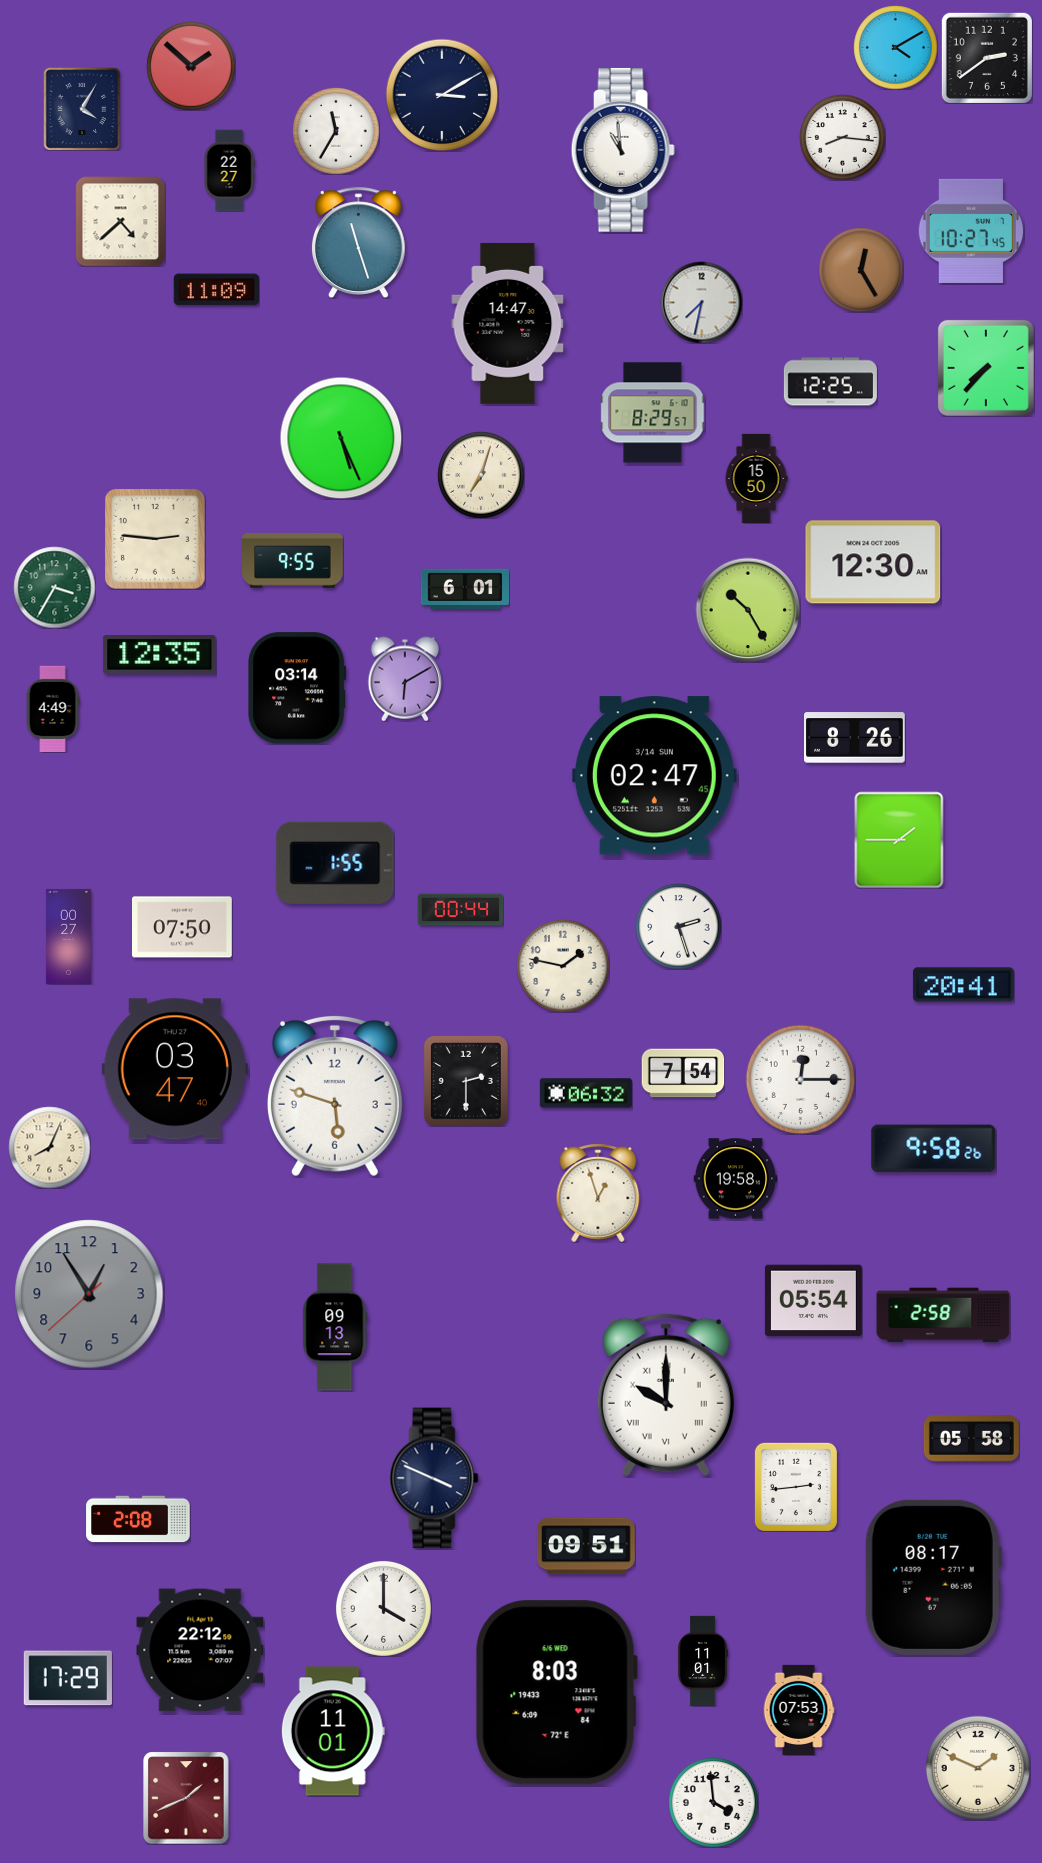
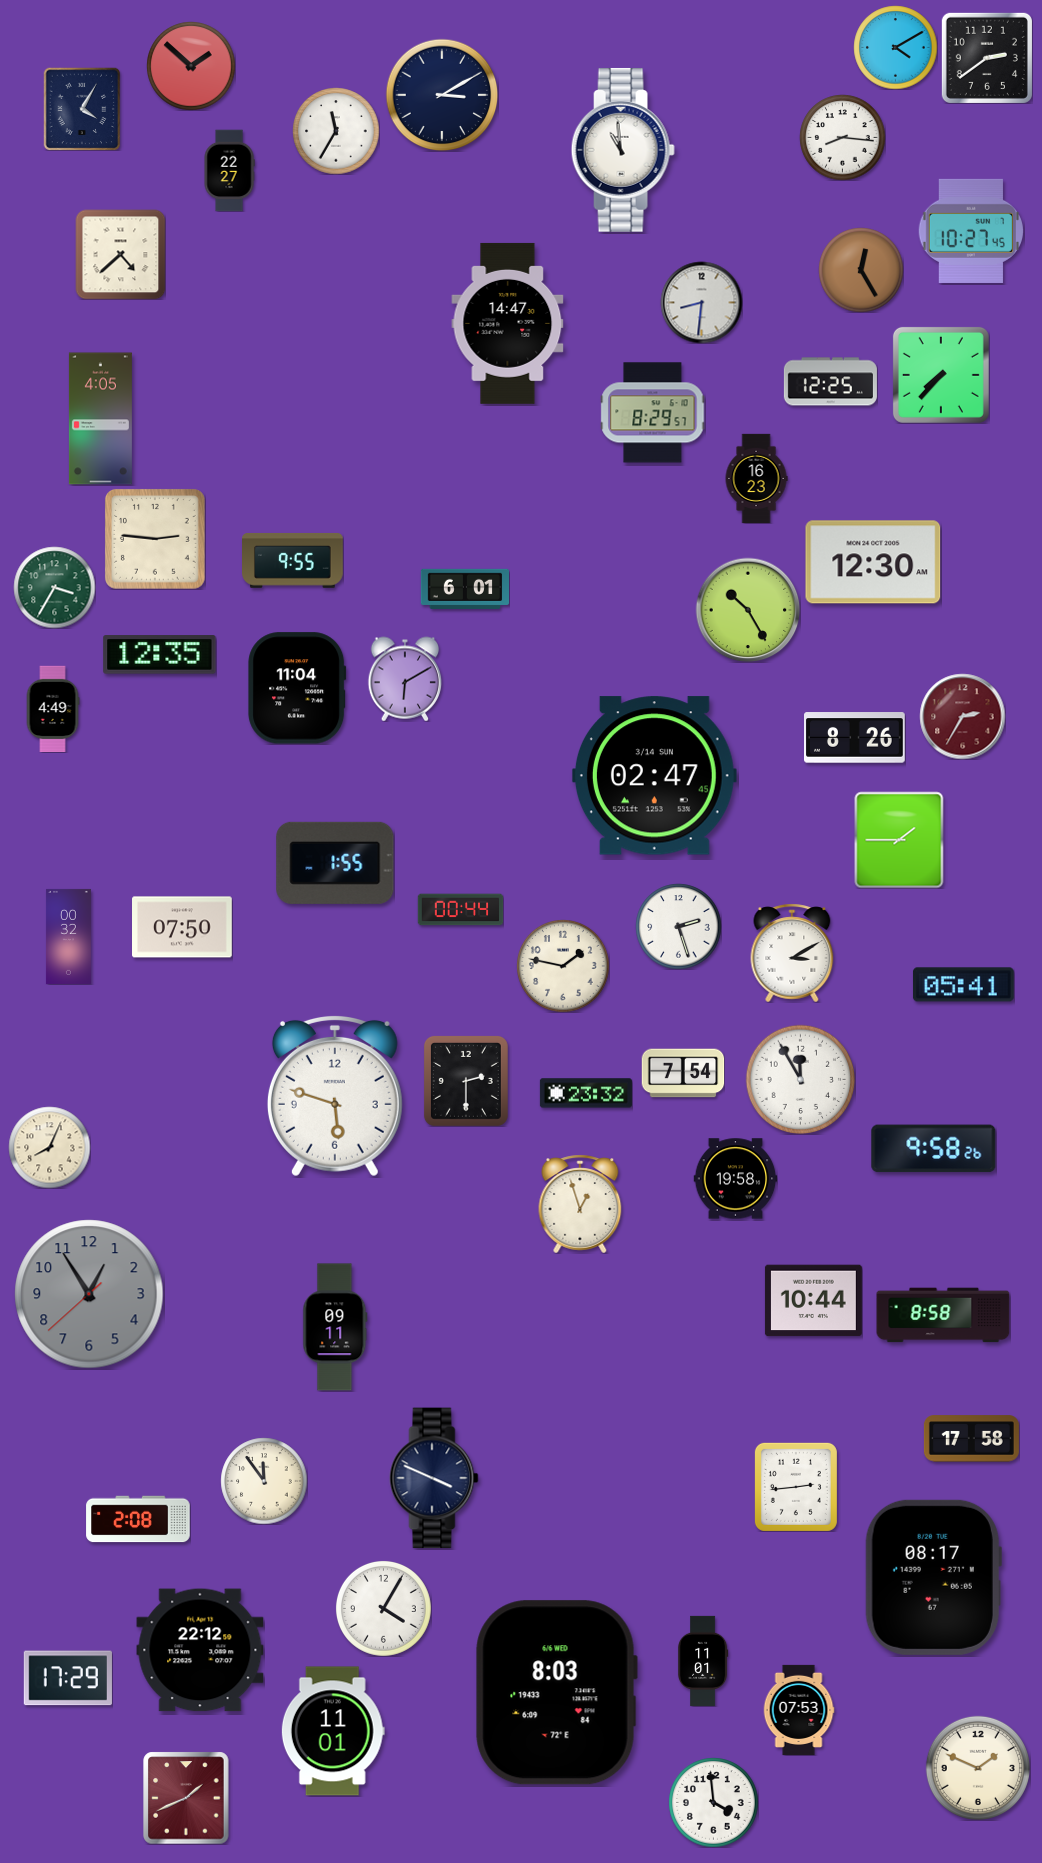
clock at (120, 221) position: (120, 221) -> (120, 254)
clock at (358, 242): 11:27 -> none
clock at (216, 290): 11:09 -> none
clock at (701, 302): 7:32 -> 8:31
clock at (986, 368) position: (986, 368) -> (941, 375)
clock at (100, 419): none -> 4:05
clock at (341, 438): 5:26 -> none
clock at (481, 475): 7:03 -> none
clock at (756, 478): 15:50 -> 16:23
clock at (297, 688): 03:14 -> 11:04
clock at (962, 716): none -> 2:35
clock at (68, 936): 00:27 -> 00:32
clock at (792, 953): none -> 3:10
clock at (963, 985): 20:41 -> 05:41
clock at (174, 1069): 03:47 -> none
clock at (800, 1079): 12:15 -> 11:55
clock at (586, 1093): 06:32 -> 23:32
clock at (598, 1193) position: (598, 1193) -> (580, 1204)
clock at (813, 1301): 05:54 -> 10:44
clock at (943, 1315): 2:58 -> 8:58
clock at (335, 1327): 09:13 -> 09:11
clock at (666, 1395): 10:00 -> none
clock at (971, 1439): 05:58 -> 17:58
clock at (264, 1481): none -> 11:54
clock at (586, 1546): 09:51 -> none
clock at (383, 1608): 4:00 -> 4:05
